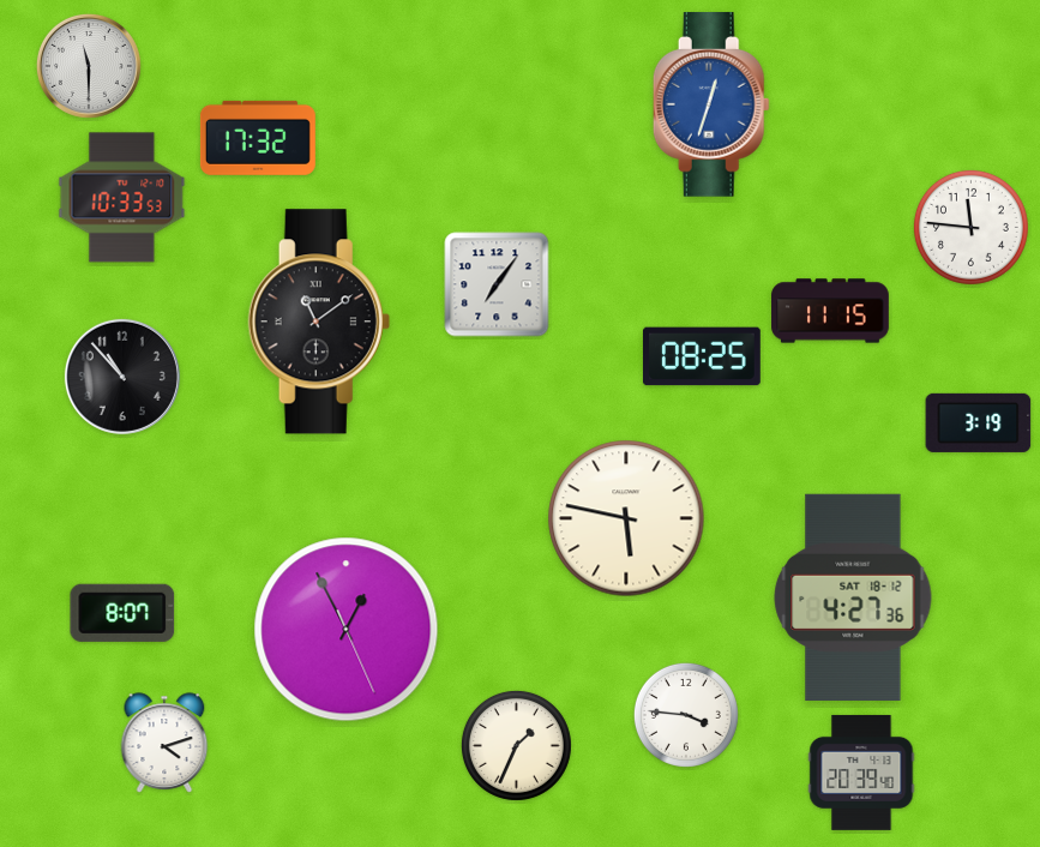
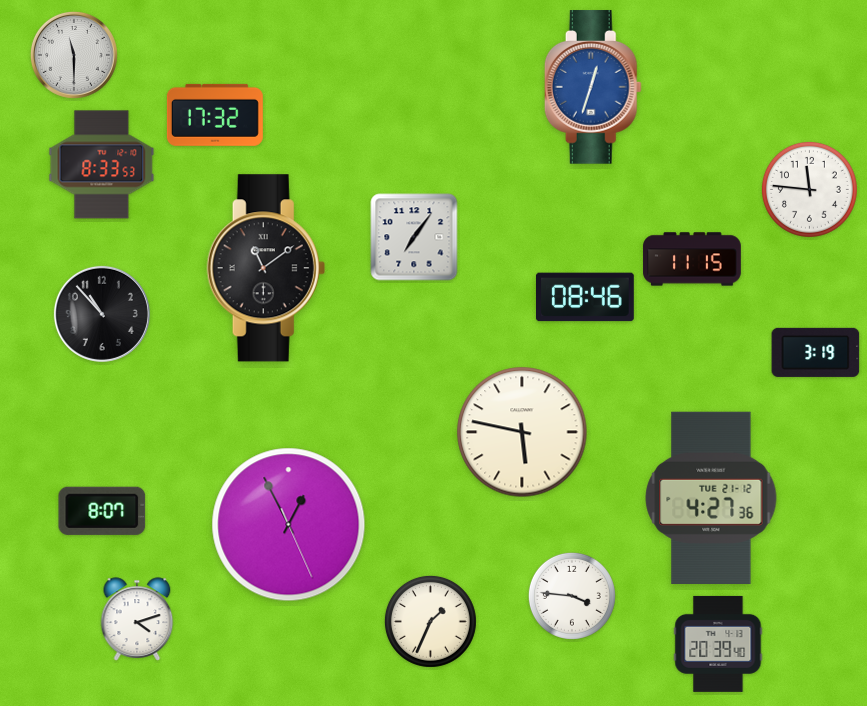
clock at (122, 198): 10:33 -> 8:33
clock at (703, 356): 08:25 -> 08:46
clock at (853, 597) date: SAT 18-12 -> TUE 21-12
